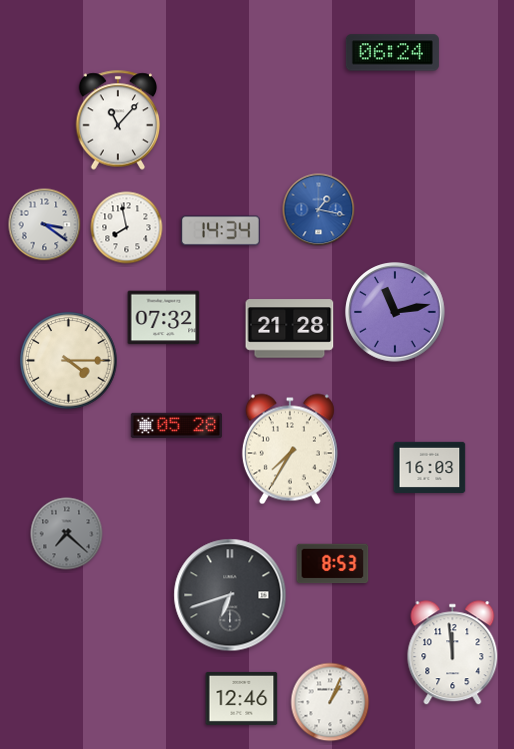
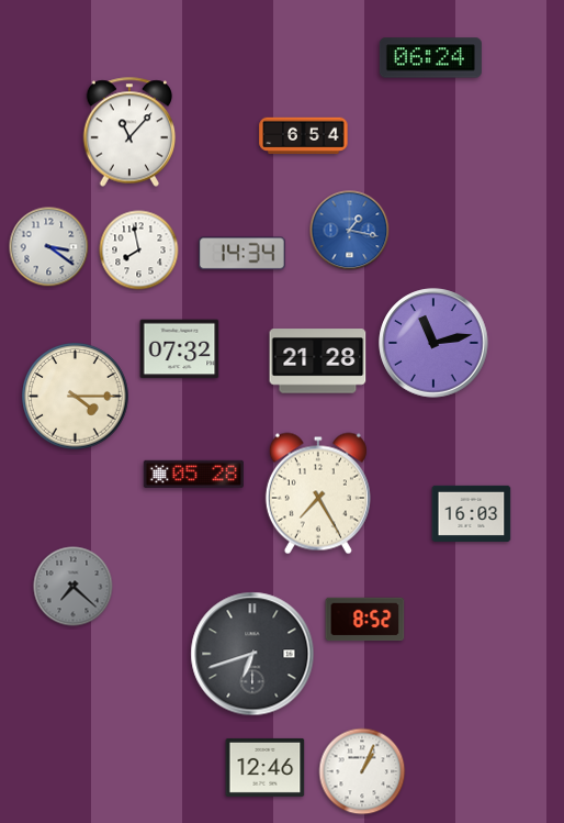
clock at (304, 136): none -> 6:54
clock at (176, 425) position: (176, 425) -> (193, 474)
clock at (290, 449): 7:35 -> 7:25
clock at (333, 564): 8:53 -> 8:52
clock at (453, 653): 11:59 -> none
